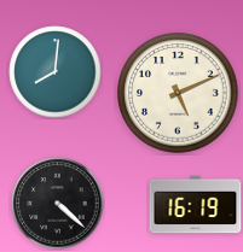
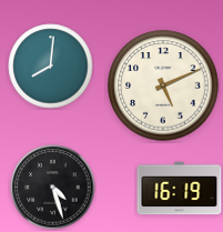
clock at (58, 204): 4:22 -> 4:27
